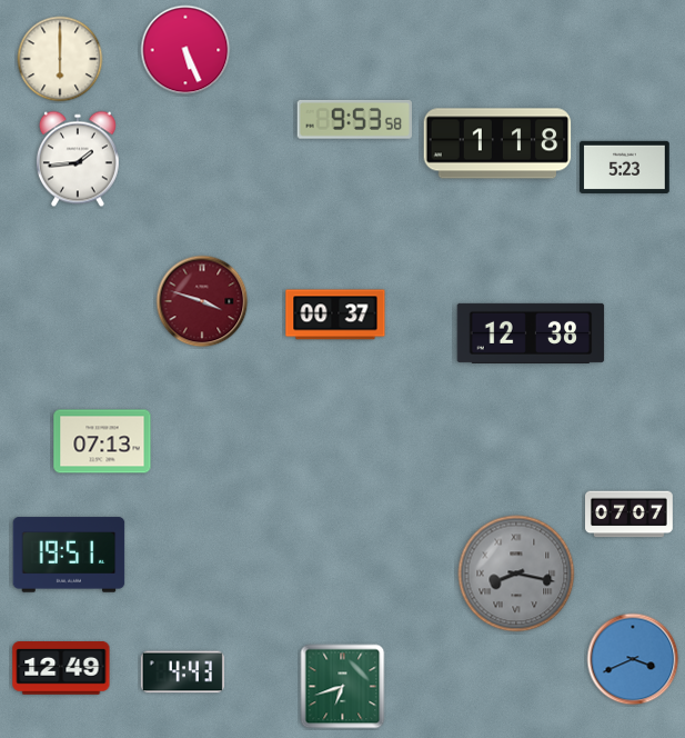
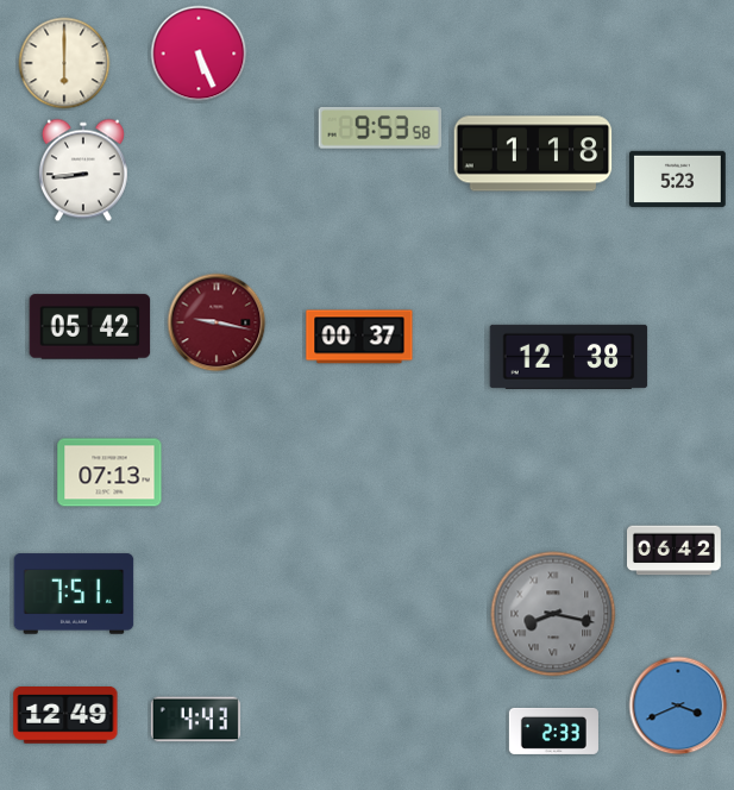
clock at (78, 159): 1:44 -> 8:44
clock at (625, 167) position: (625, 167) -> (678, 178)
clock at (202, 301): 3:48 -> 9:17
clock at (90, 327): none -> 05:42
clock at (629, 515): 07:07 -> 06:42
clock at (69, 555): 19:51 -> 7:51
clock at (553, 731): none -> 2:33
clock at (343, 687): 6:42 -> none
